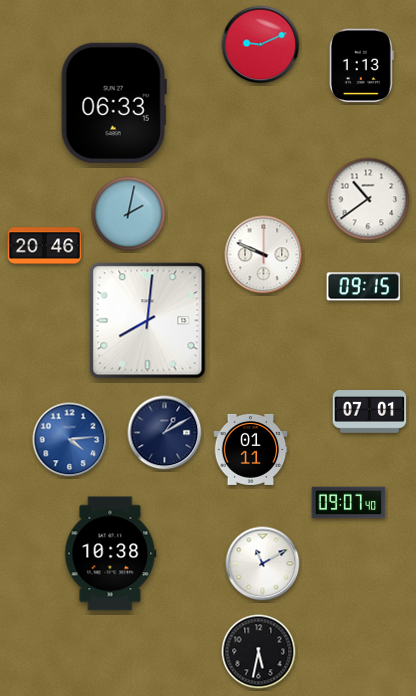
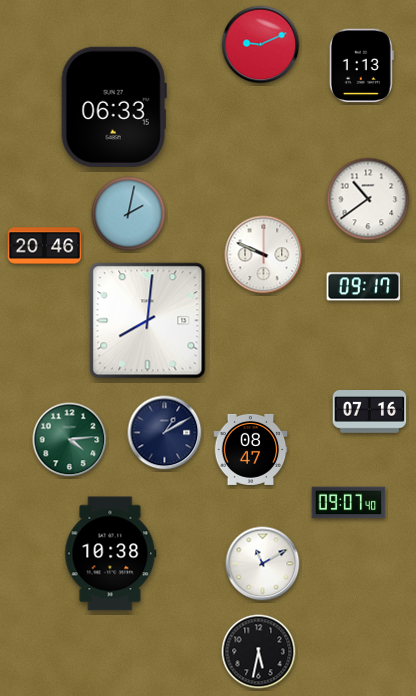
clock at (114, 103) position: (114, 103) -> (114, 107)
clock at (364, 287): 09:15 -> 09:17
clock at (370, 412): 07:01 -> 07:16
clock at (70, 440) dial: blue -> green
clock at (251, 449): 01:11 -> 08:47
